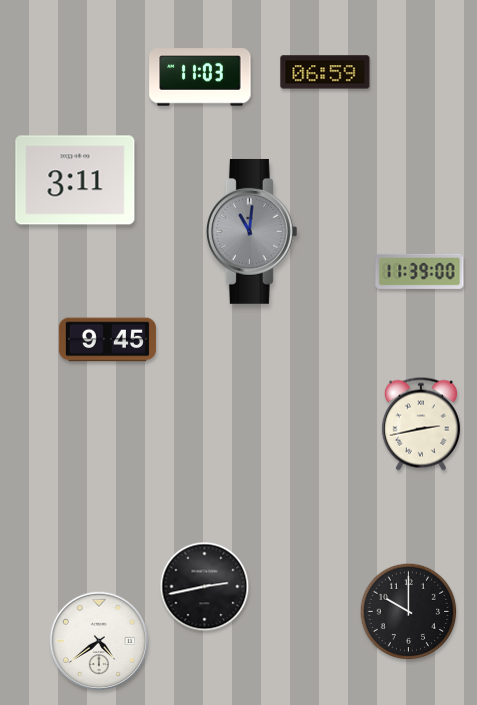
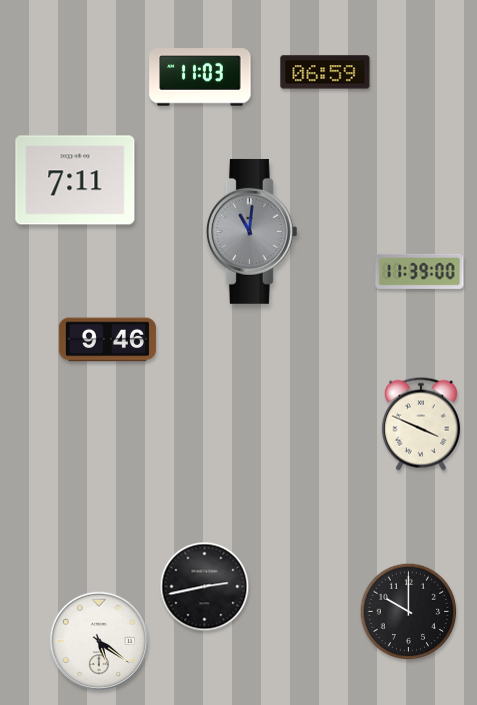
clock at (75, 180): 3:11 -> 7:11
clock at (107, 340): 9:45 -> 9:46
clock at (421, 424): 2:43 -> 3:49
clock at (99, 641): 4:39 -> 5:21
